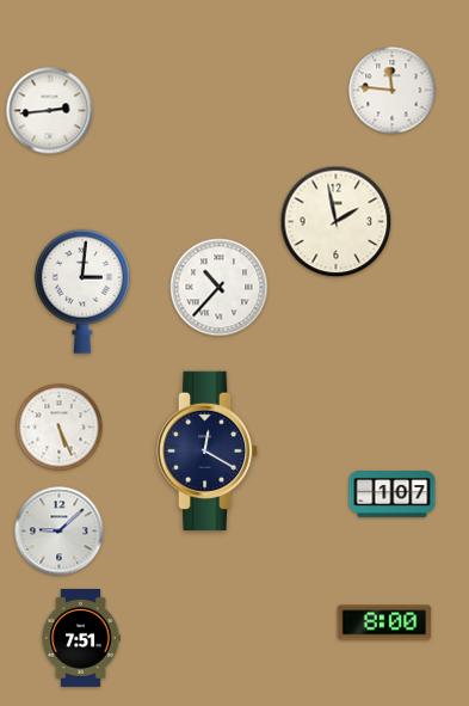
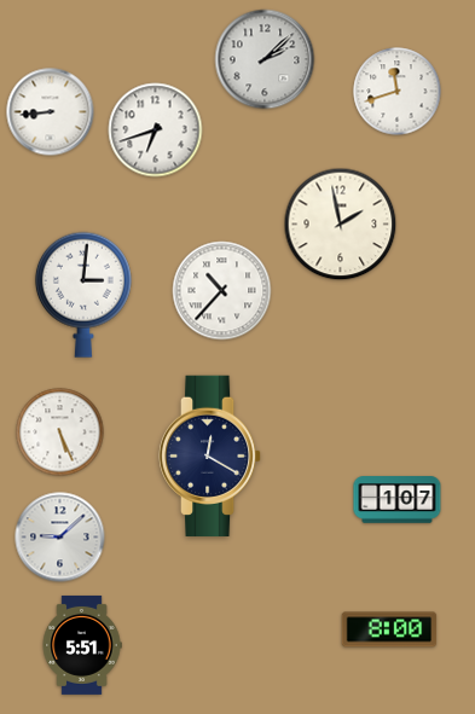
clock at (265, 59): none -> 2:08
clock at (393, 91): 11:46 -> 11:42
clock at (50, 111): 2:44 -> 8:44
clock at (156, 130): none -> 6:42
clock at (81, 638): 7:51 -> 5:51
